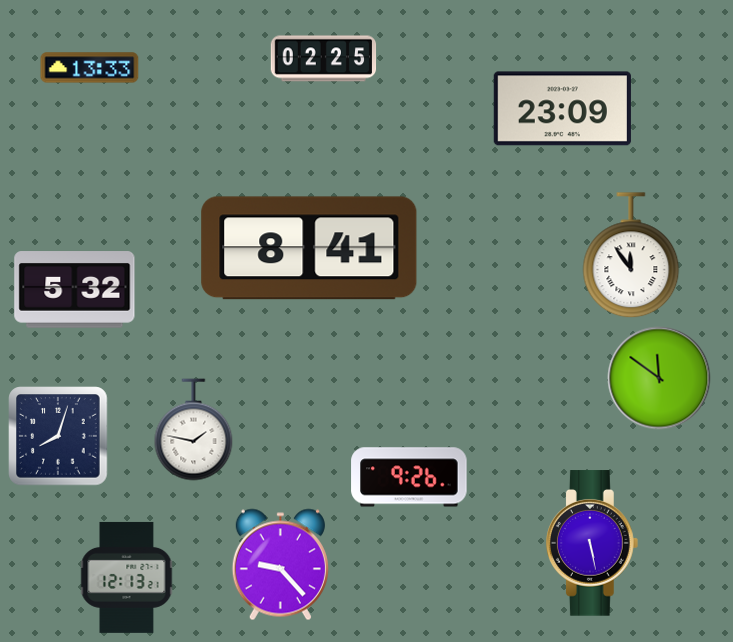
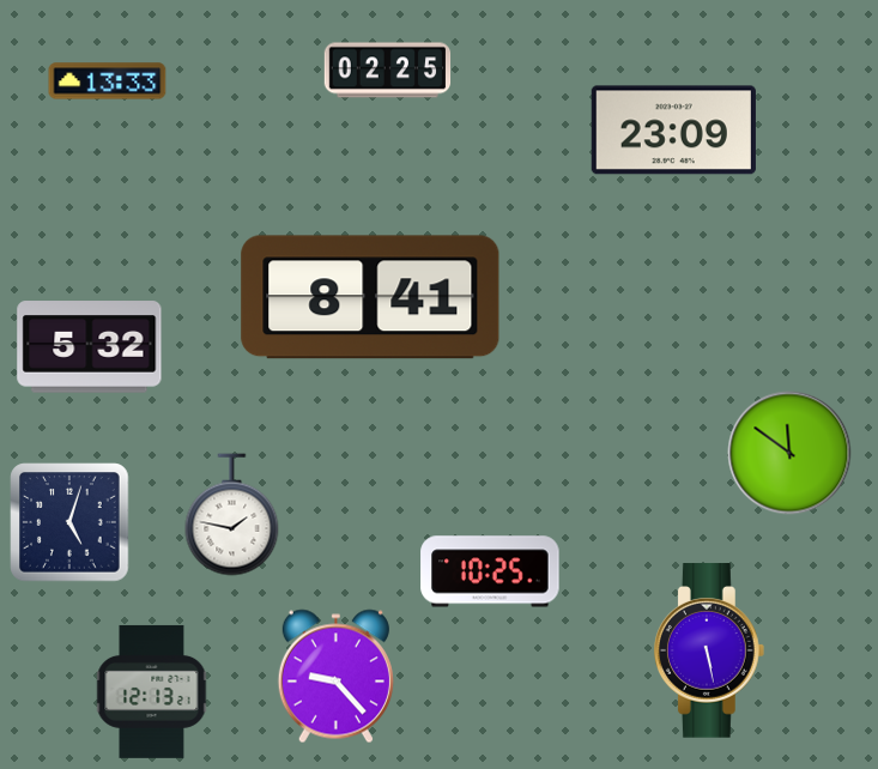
clock at (631, 256): 11:54 -> none
clock at (58, 436): 8:03 -> 5:03
clock at (409, 477): 9:26 -> 10:25
